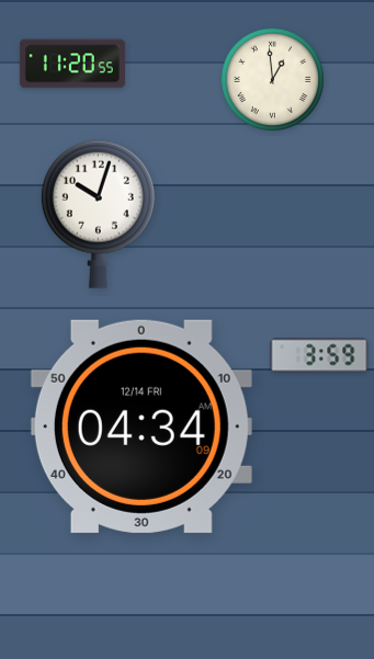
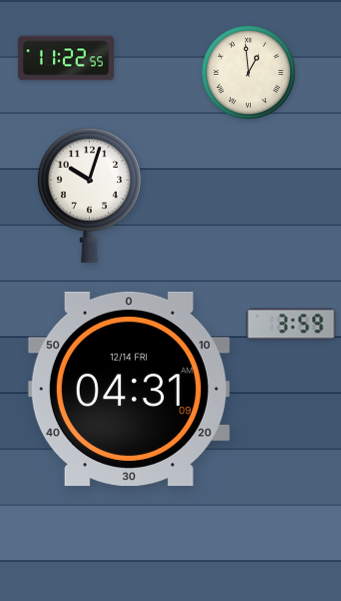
clock at (72, 64): 11:20 -> 11:22
clock at (141, 427): 04:34 -> 04:31
